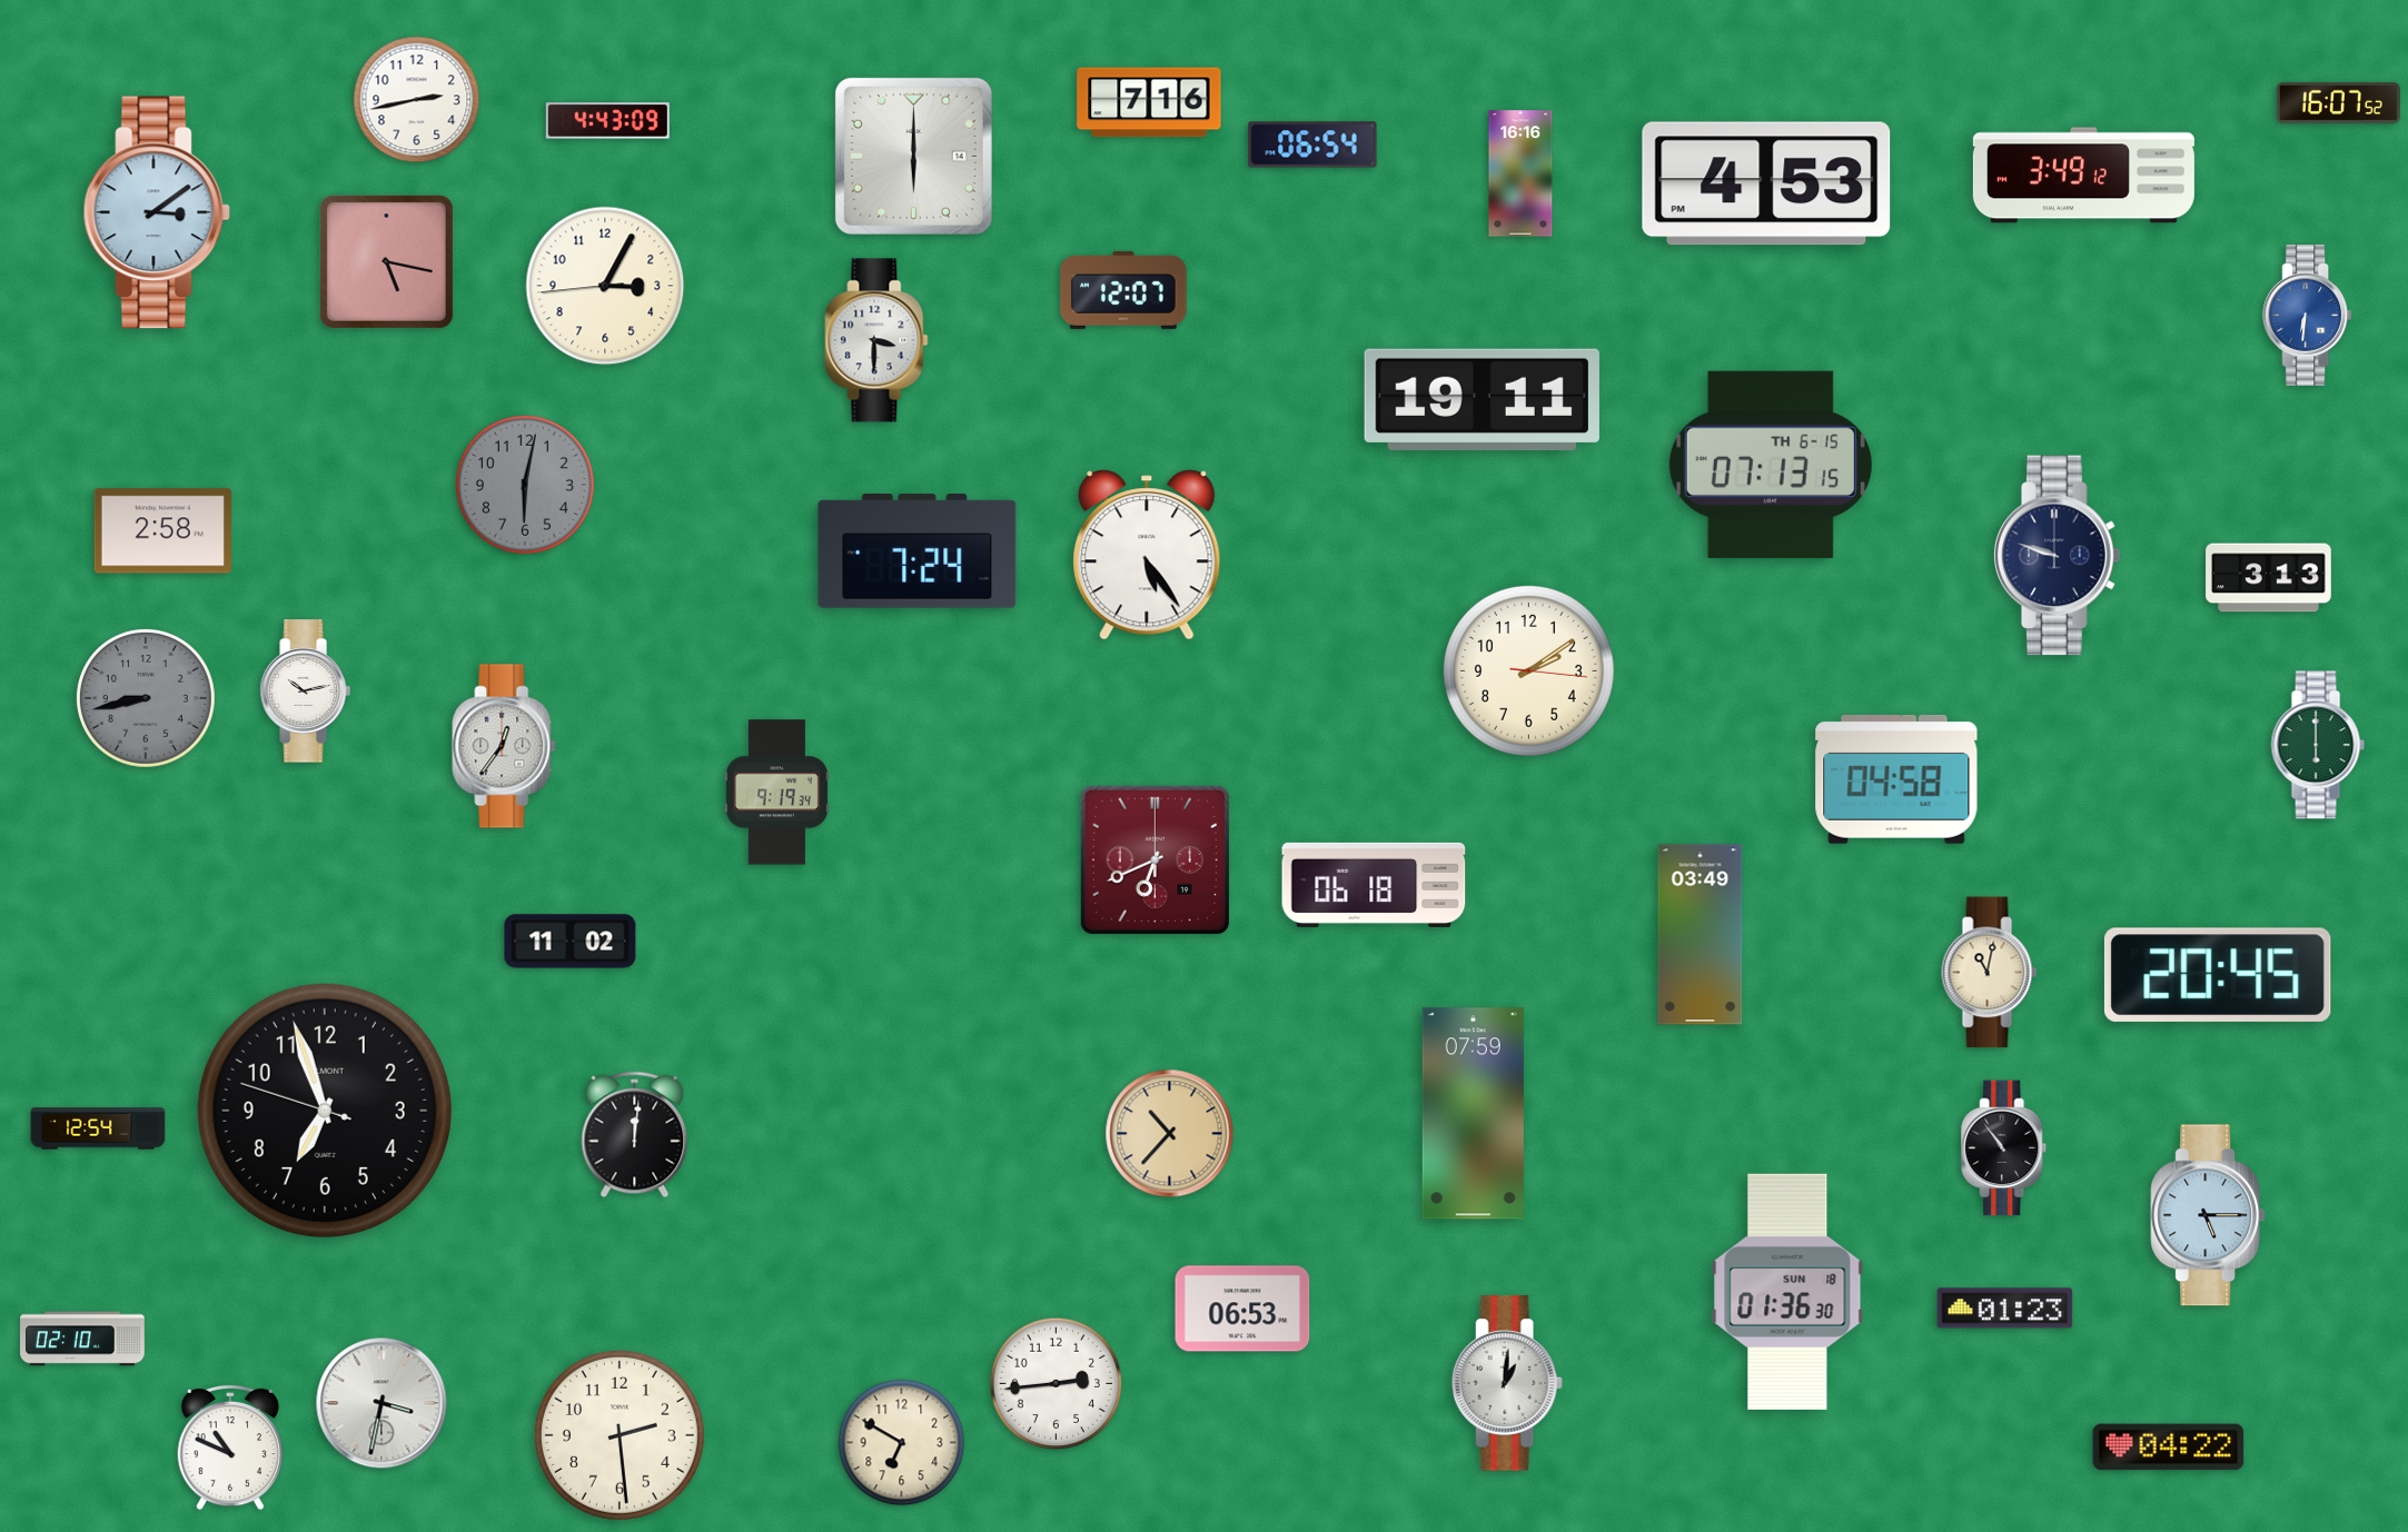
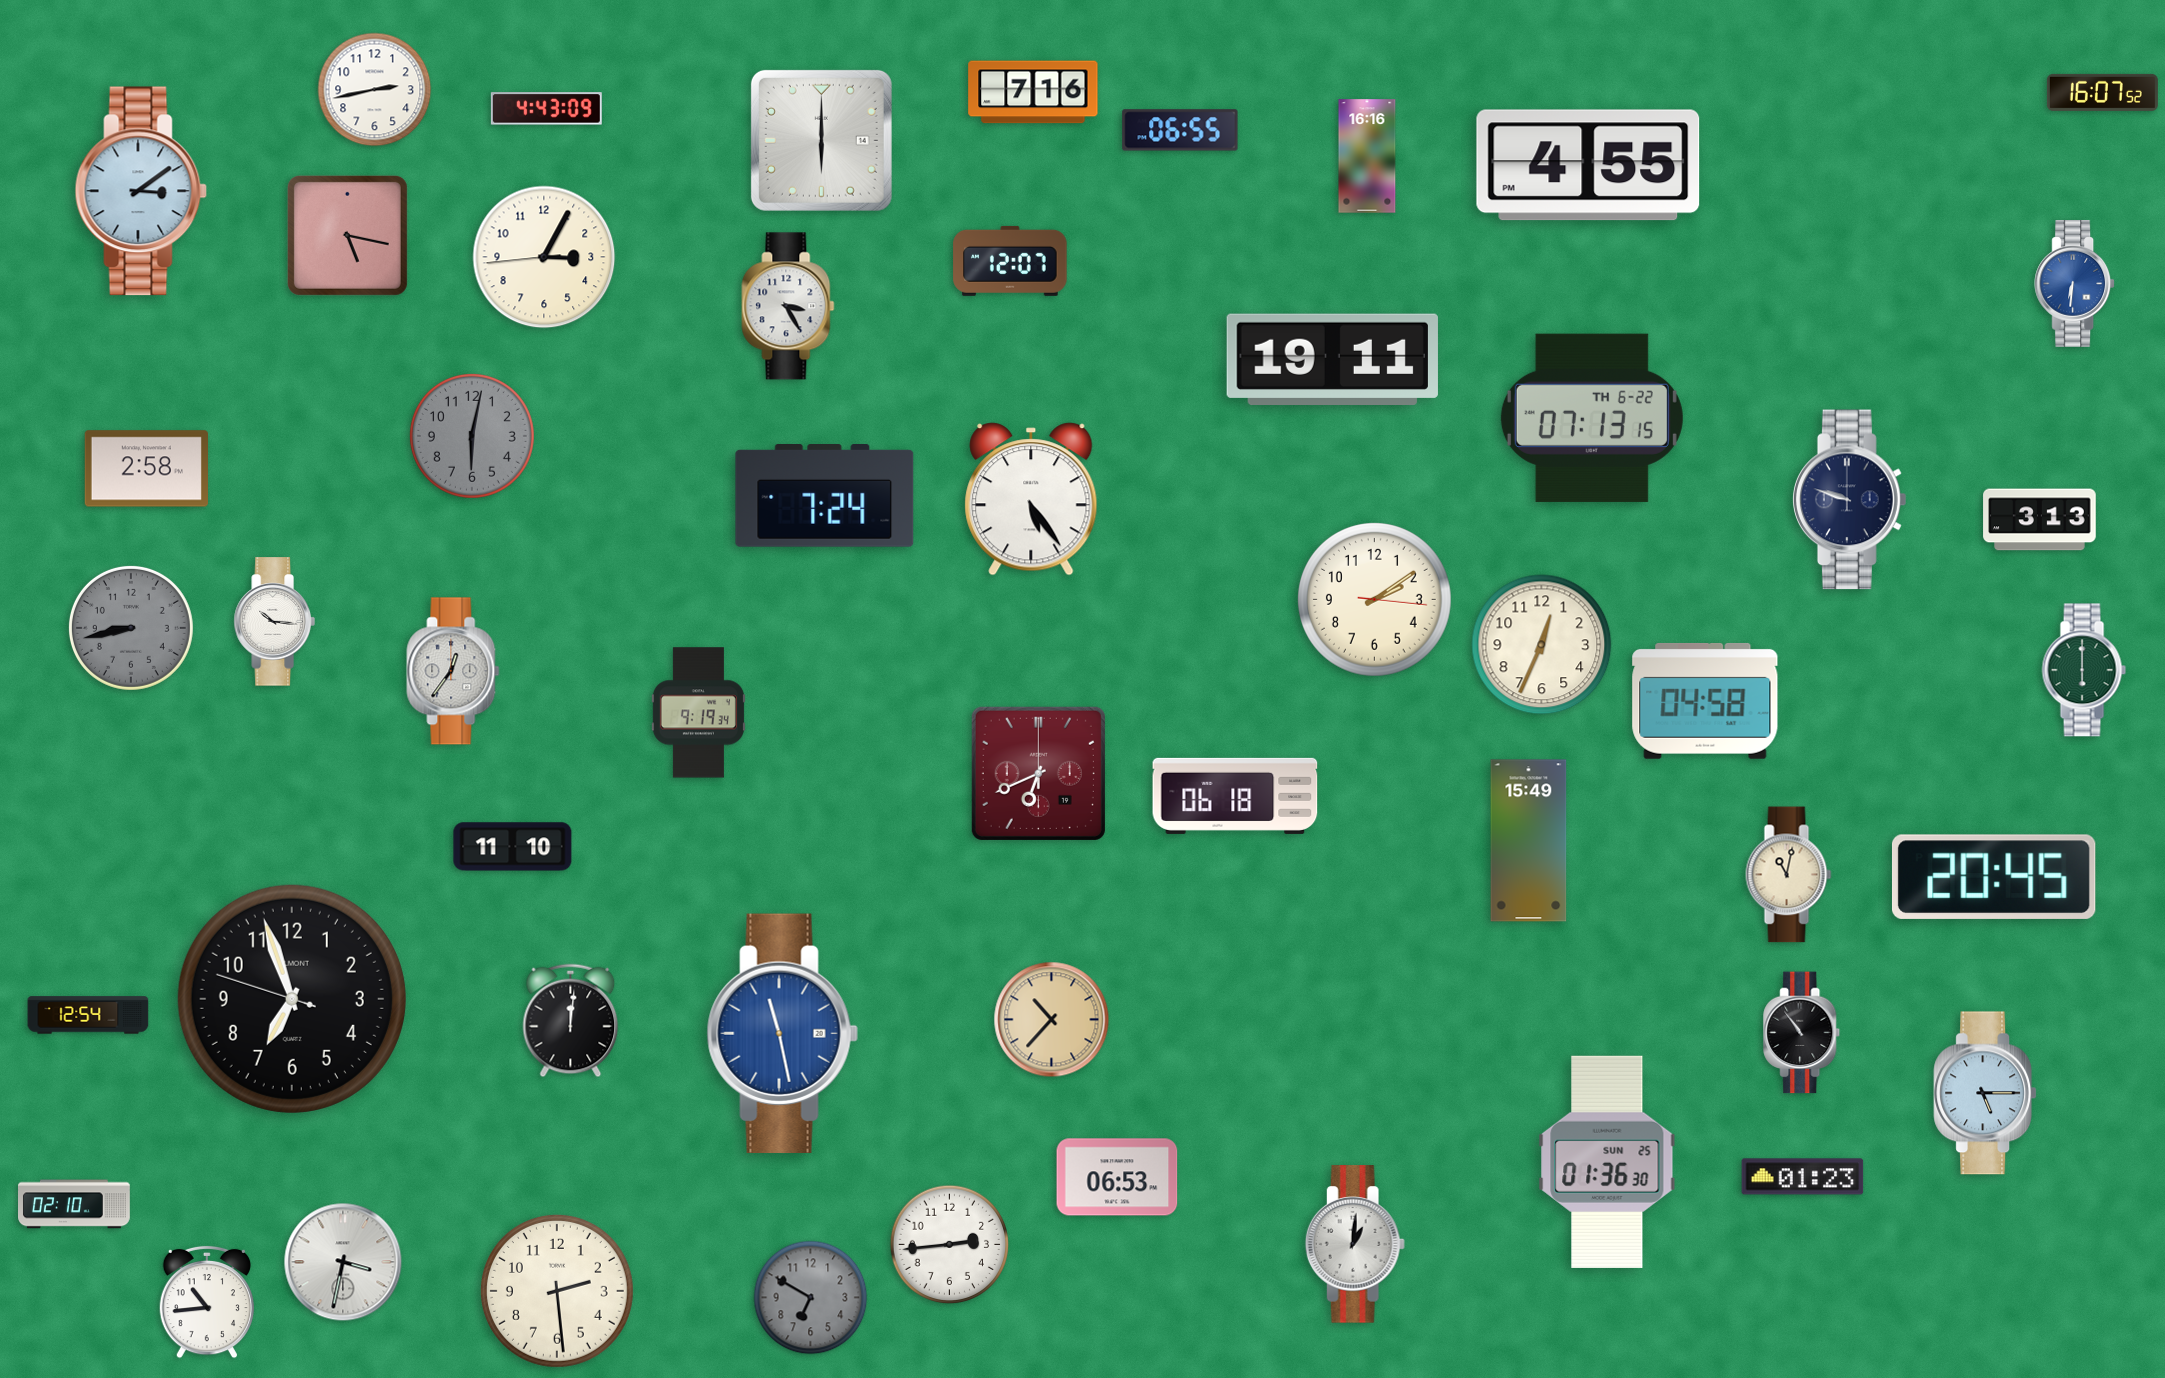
clock at (1312, 145): 06:54 -> 06:55
clock at (2083, 176): 3:49 -> none
clock at (1766, 183): 4:53 -> 4:55
clock at (876, 340): 3:30 -> 3:25
clock at (1771, 465) date: TH 6-15 -> TH 6-22
clock at (162, 531) position: (162, 531) -> (146, 469)
clock at (1528, 670) position: (1528, 670) -> (1374, 599)
clock at (305, 692): 10:13 -> 10:16
clock at (1542, 645): none -> 12:34
clock at (1701, 935): 03:49 -> 15:49
clock at (571, 942): 11:02 -> 11:10
clock at (1473, 1114): 07:59 -> none
clock at (782, 1033): none -> 11:28
clock at (1787, 1292) date: SUN 18 -> SUN 25
clock at (902, 1443) dial: cream -> grey
clock at (229, 1448): 10:49 -> 10:44
clock at (2169, 1448): 04:22 -> none
